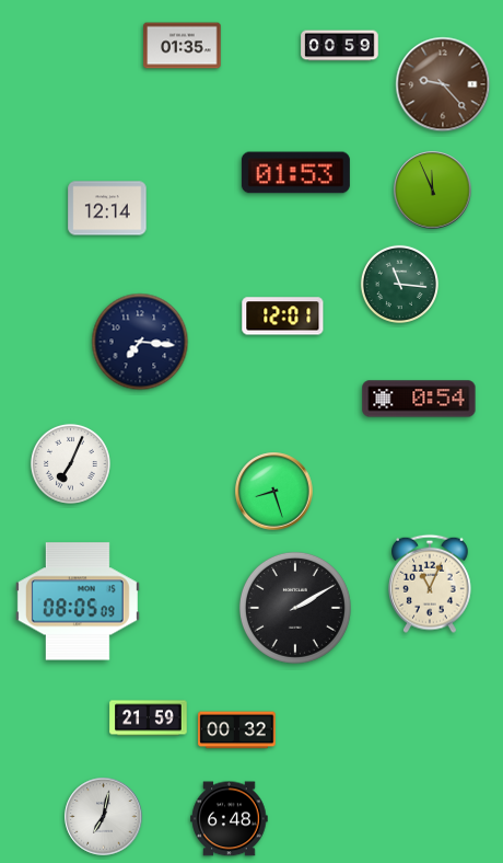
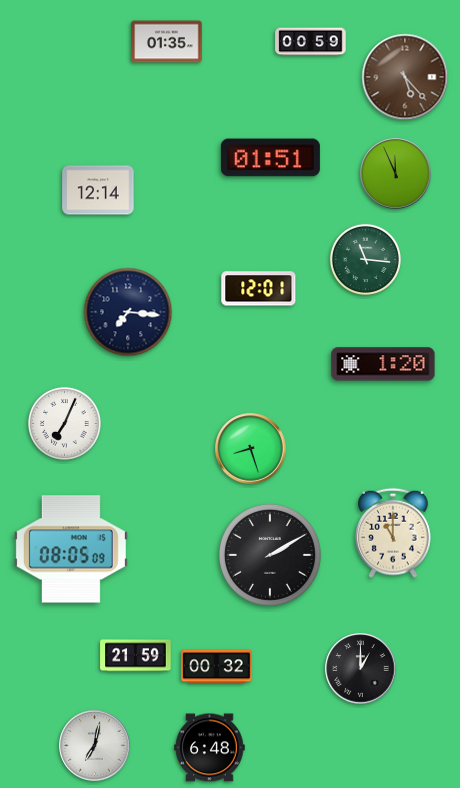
clock at (443, 84): 9:23 -> 5:23
clock at (295, 173): 01:53 -> 01:51
clock at (419, 399): 0:54 -> 1:20
clock at (431, 584): 11:04 -> 11:00
clock at (361, 669): none -> 1:00
